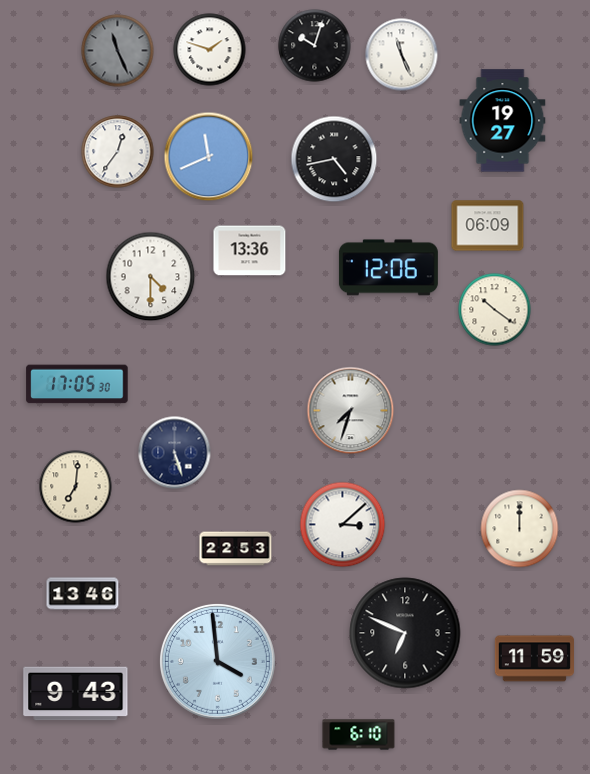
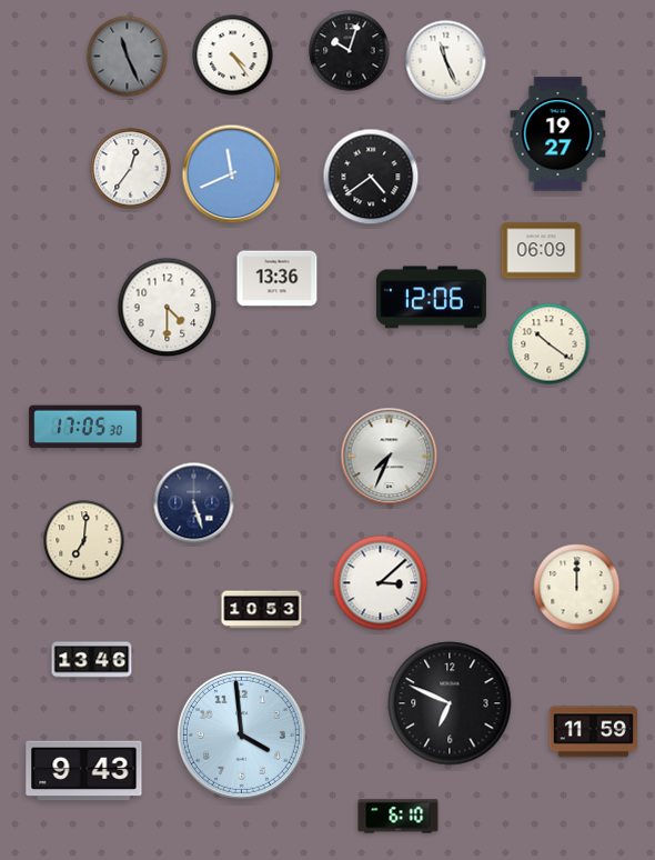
clock at (210, 50): 1:48 -> 4:24
clock at (118, 51) position: (118, 51) -> (128, 57)
clock at (334, 159): 4:43 -> 4:39
clock at (351, 411): 7:33 -> 7:34
clock at (236, 549): 22:53 -> 10:53
